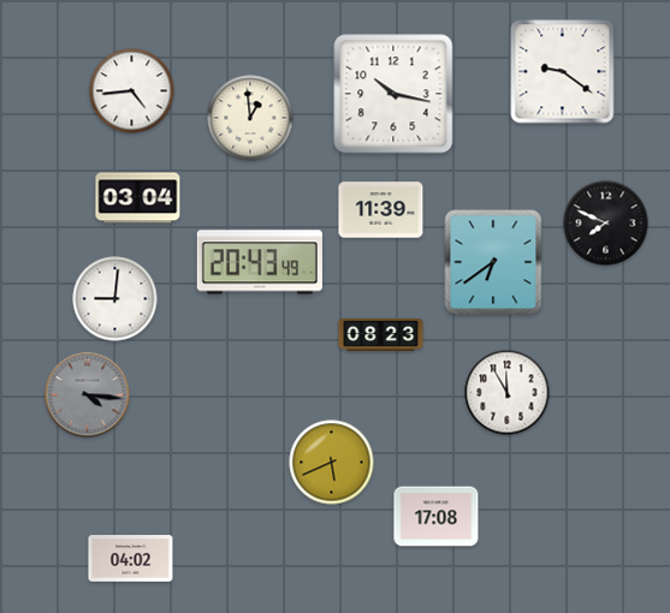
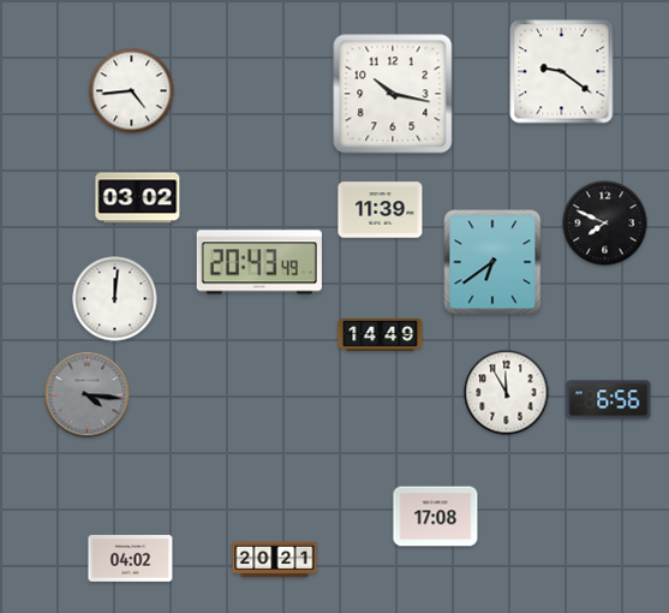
clock at (250, 118): 12:59 -> none
clock at (138, 198): 03:04 -> 03:02
clock at (115, 299): 9:01 -> 12:01
clock at (381, 334): 08:23 -> 14:49
clock at (609, 400): none -> 6:56
clock at (332, 463): 5:41 -> none
clock at (275, 560): none -> 20:21
